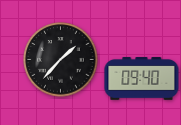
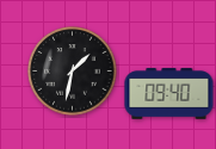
clock at (61, 60): 1:37 -> 1:32
